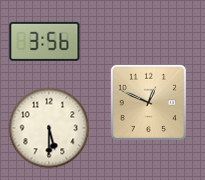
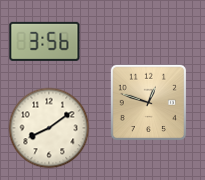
clock at (148, 102): 12:49 -> 12:48
clock at (49, 128): 5:30 -> 8:09
